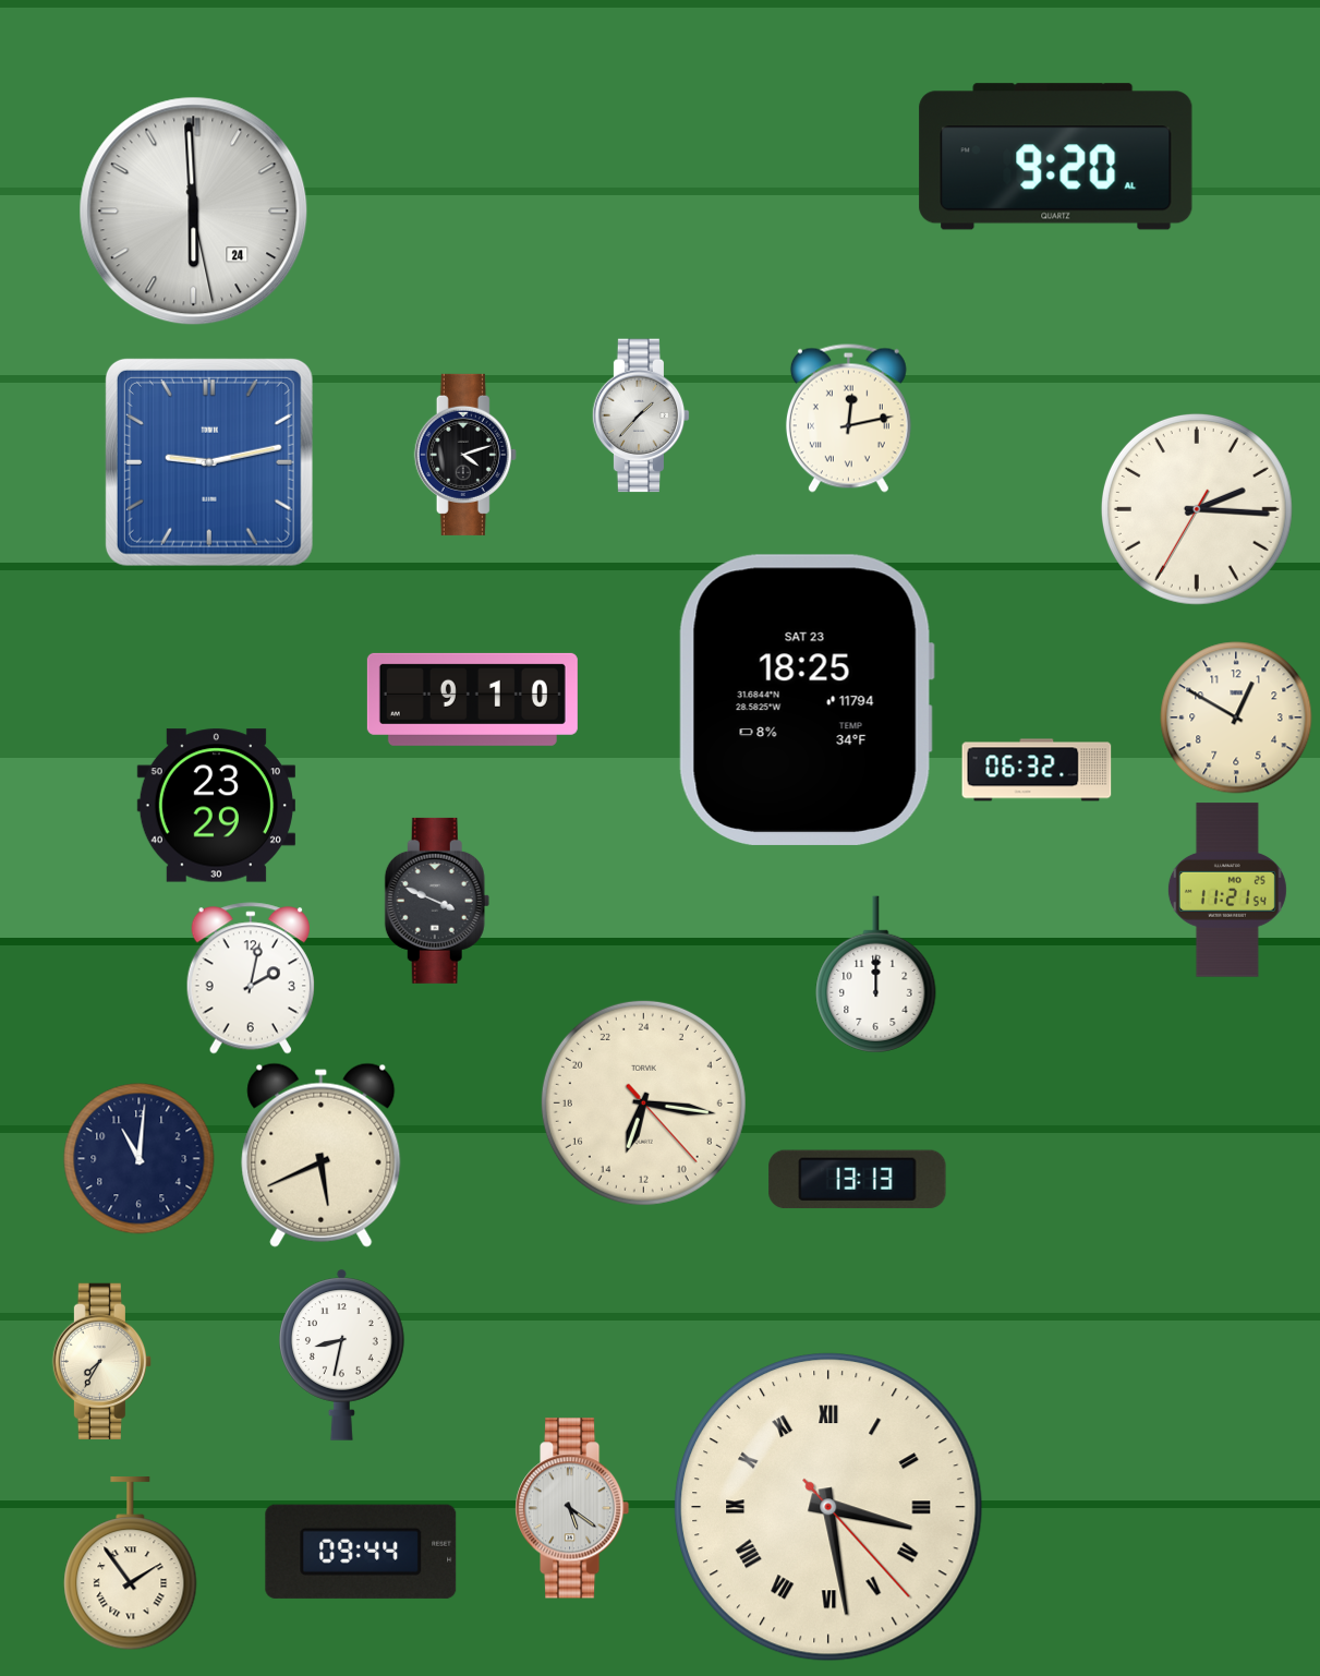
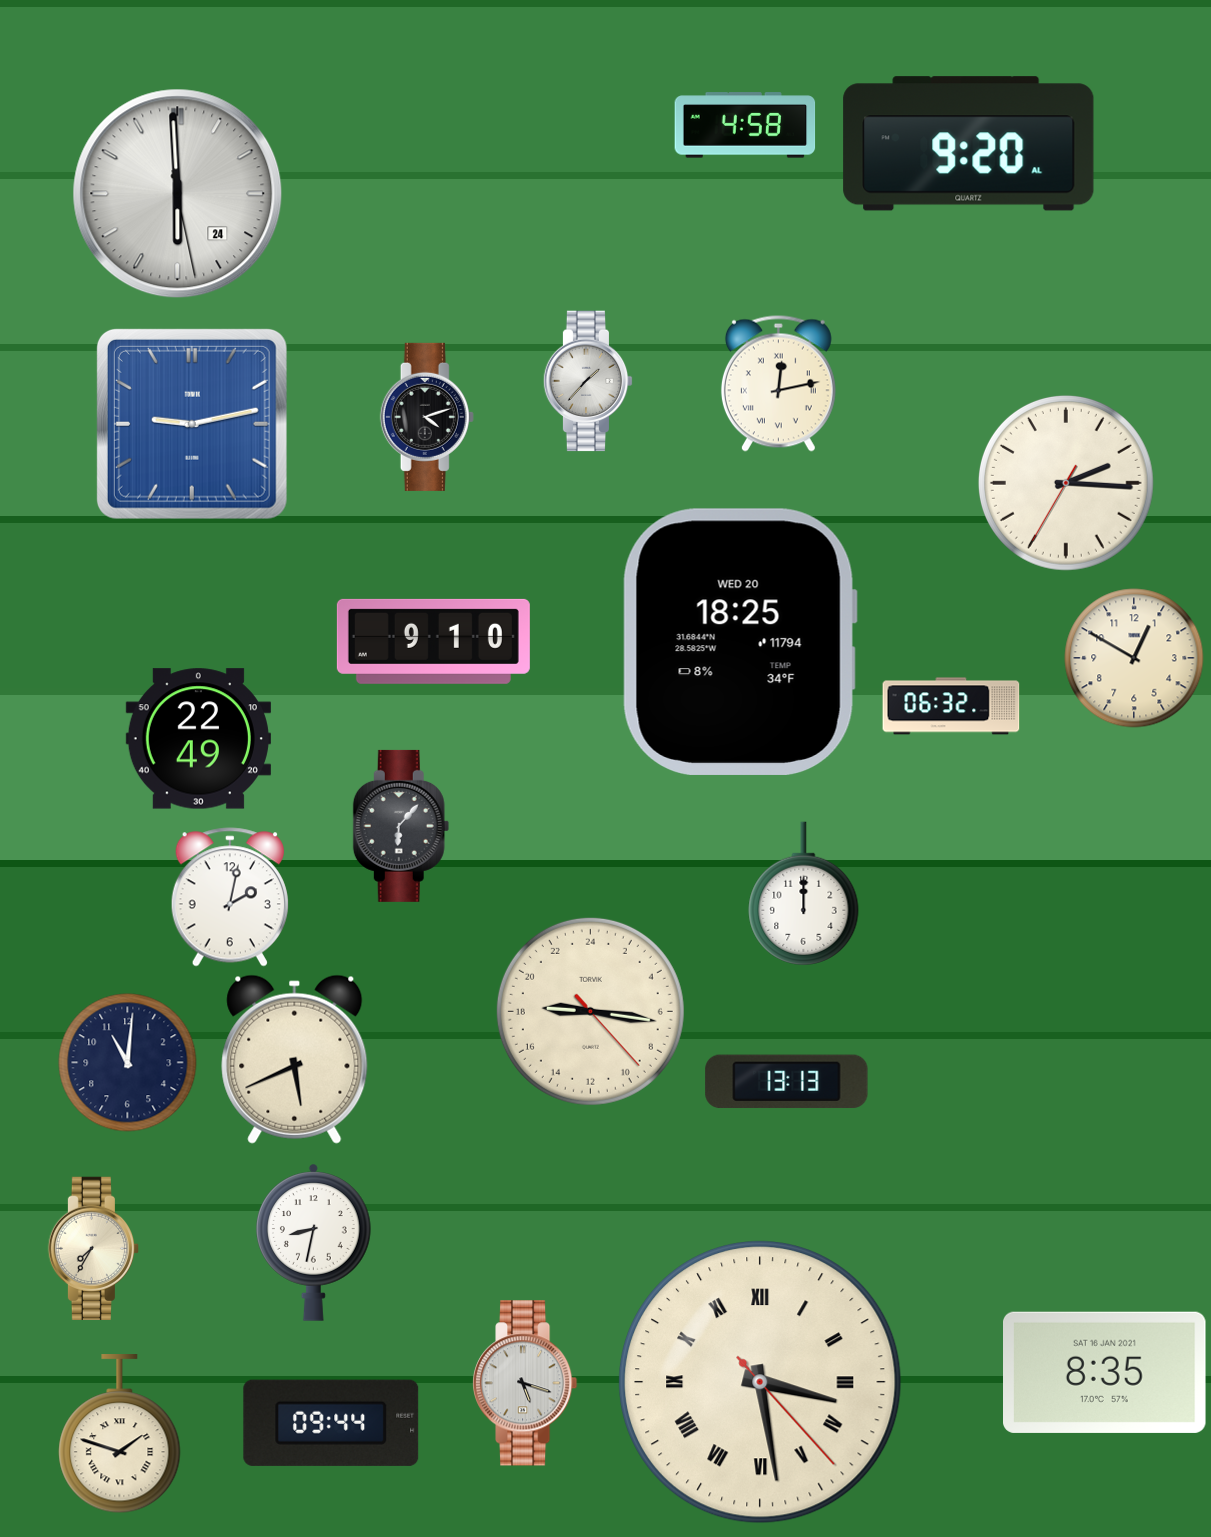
clock at (745, 125): none -> 4:58
clock at (1197, 509) position: (1197, 509) -> (1066, 483)
clock at (807, 700) date: SAT 23 -> WED 20
clock at (216, 806): 23:29 -> 22:49
clock at (1227, 890): 11:21 -> none
clock at (437, 901): 3:49 -> 6:07
clock at (643, 1102): 13:16 -> 18:16
clock at (1105, 1372): none -> 8:35
clock at (573, 1508): 5:21 -> 5:18
clock at (131, 1564): 1:54 -> 1:48
